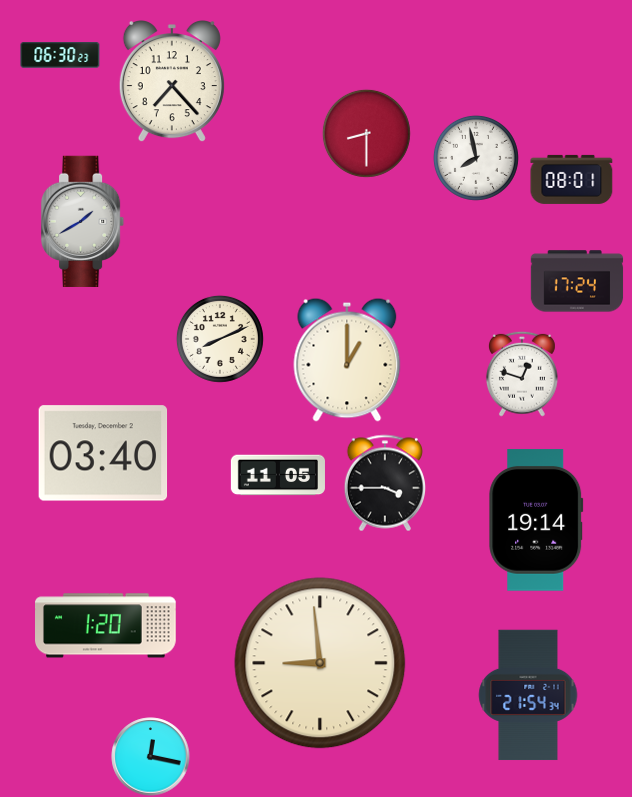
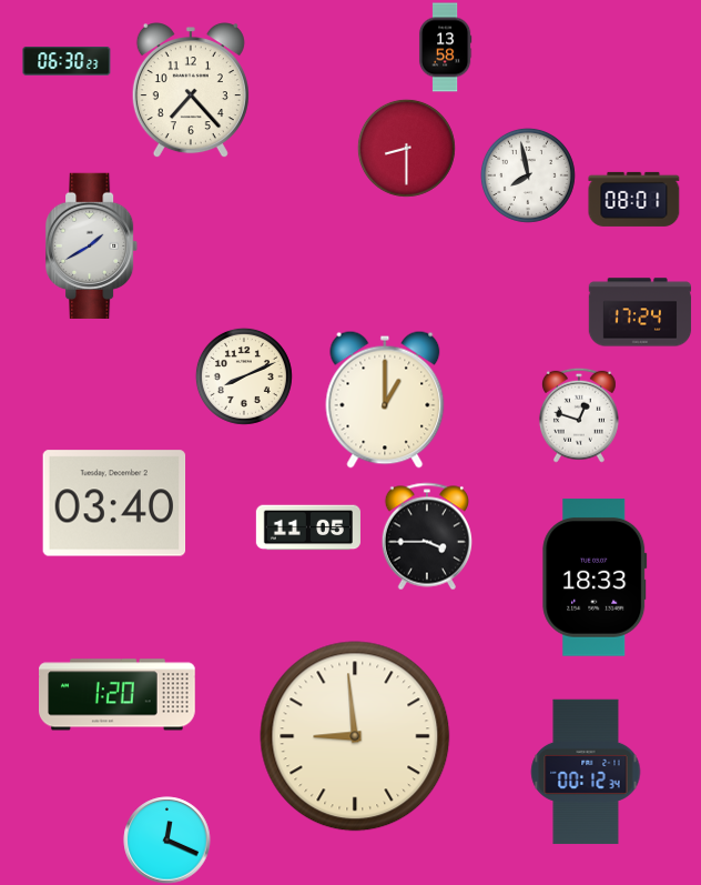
clock at (445, 48): none -> 13:58
clock at (536, 520): 19:14 -> 18:33
clock at (528, 695): 21:54 -> 00:12
clock at (151, 757): 12:17 -> 12:19
